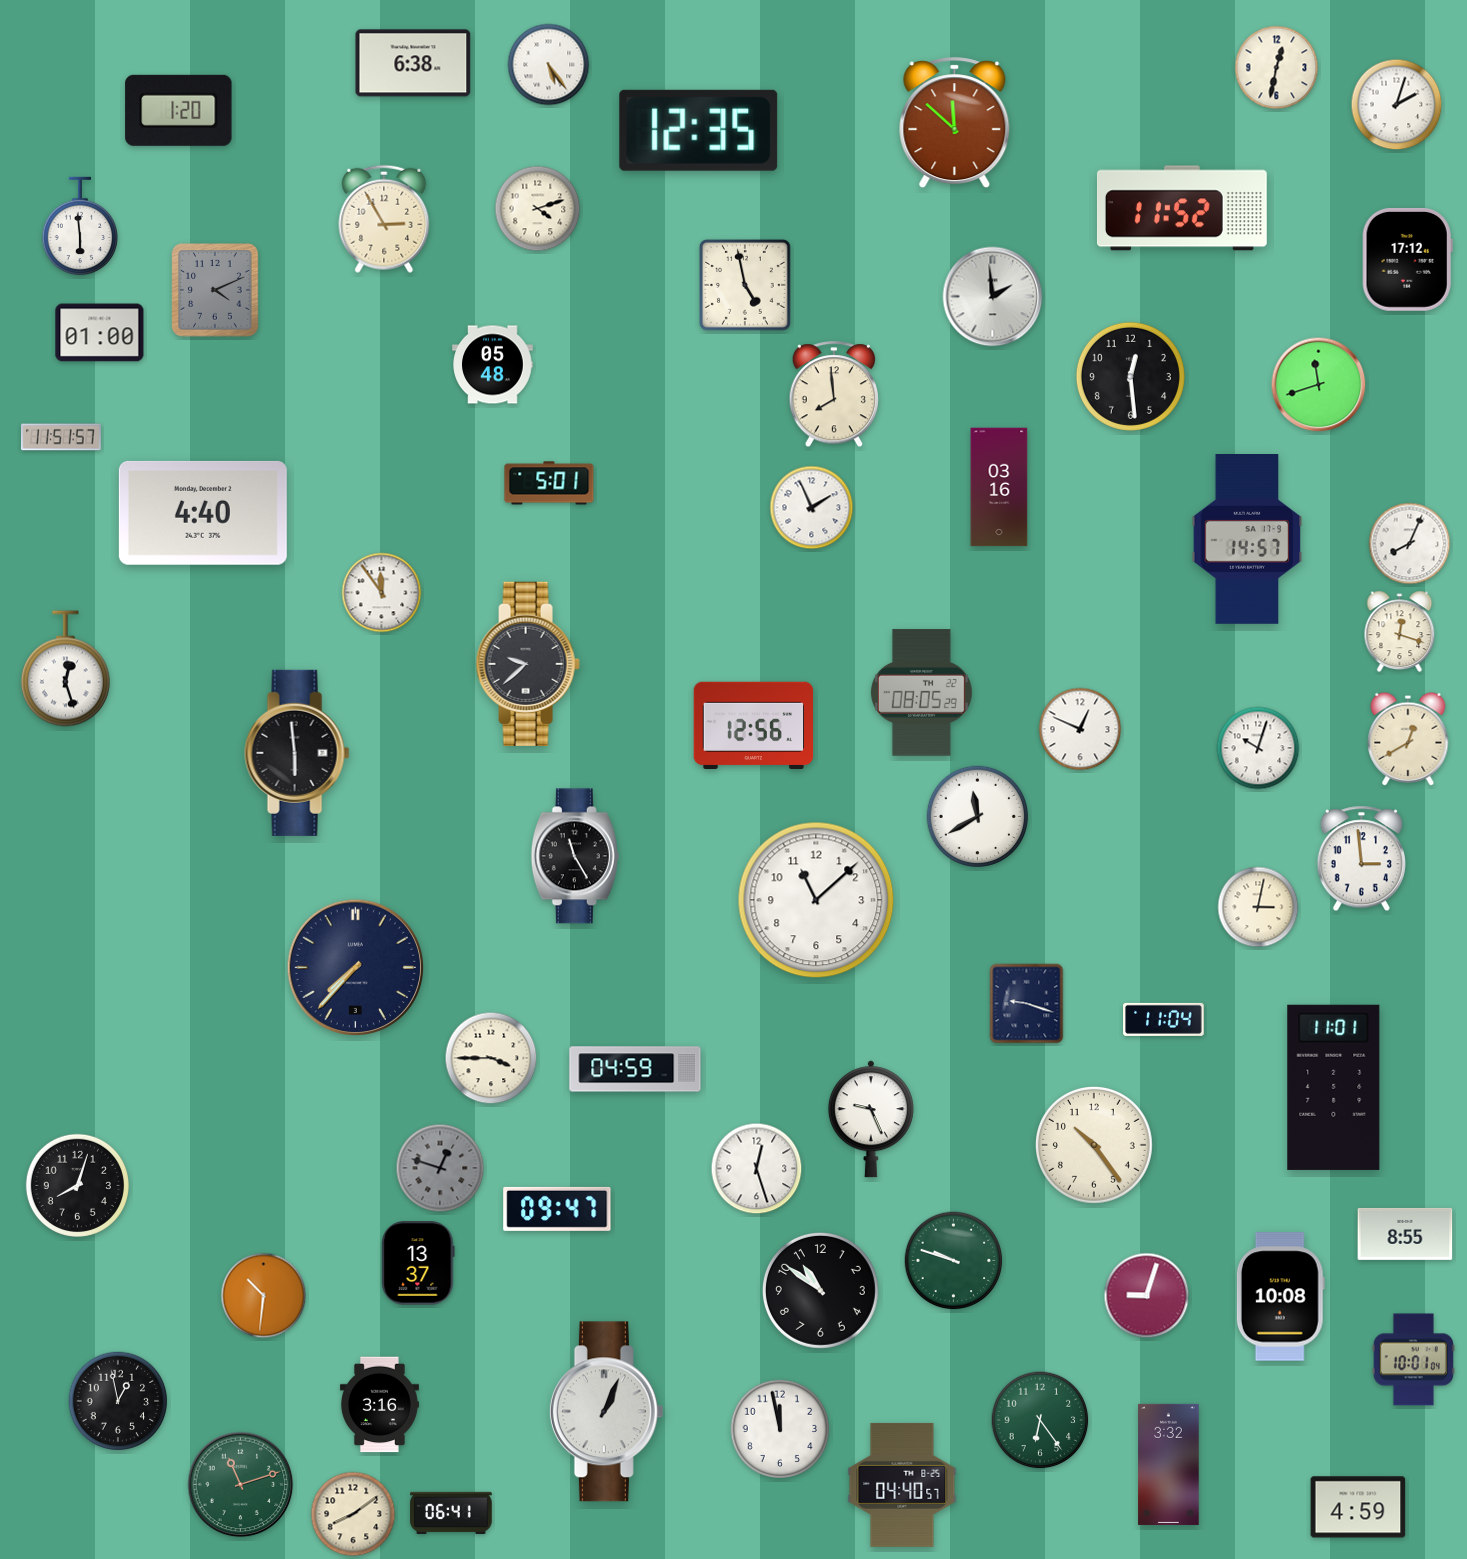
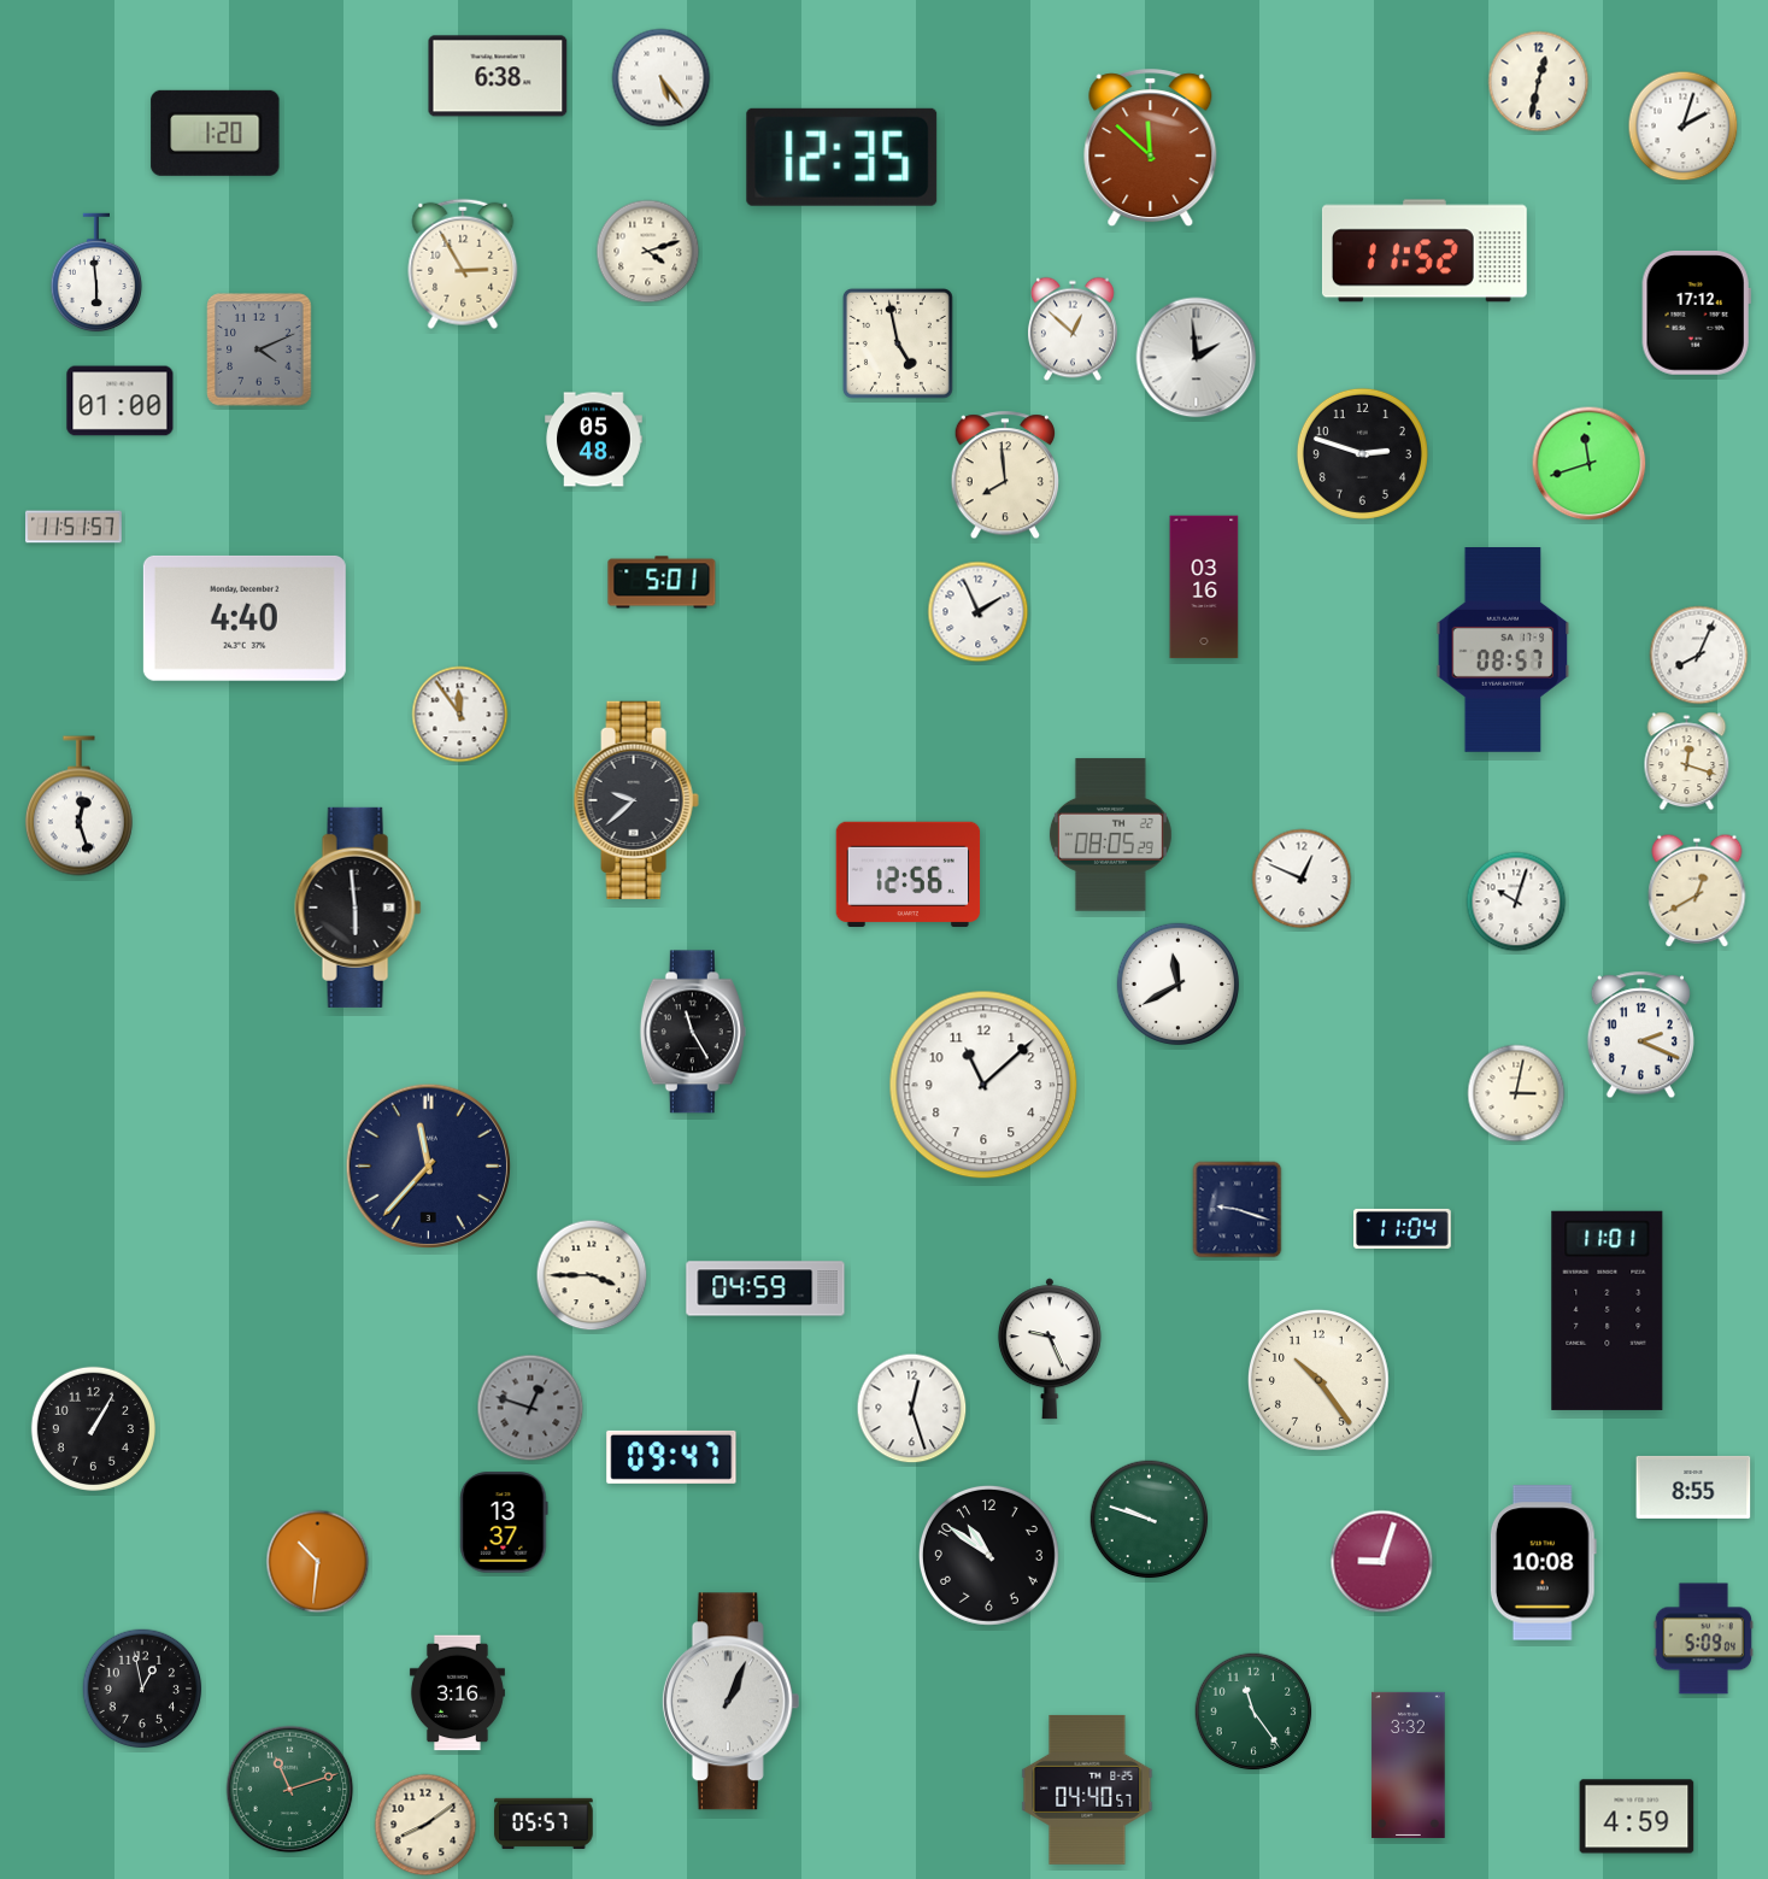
clock at (1073, 329): none -> 12:52
clock at (1130, 376): 12:29 -> 2:48
clock at (1247, 540): 14:57 -> 08:57
clock at (1361, 859): 2:59 -> 2:19
clock at (355, 967): 7:37 -> 11:37
clock at (77, 1185): 8:03 -> 1:05
clock at (1413, 1360): 10:01 -> 5:09
clock at (1040, 1420): 6:24 -> 11:24
clock at (780, 1429): 11:58 -> none
clock at (451, 1513): 06:41 -> 05:57
